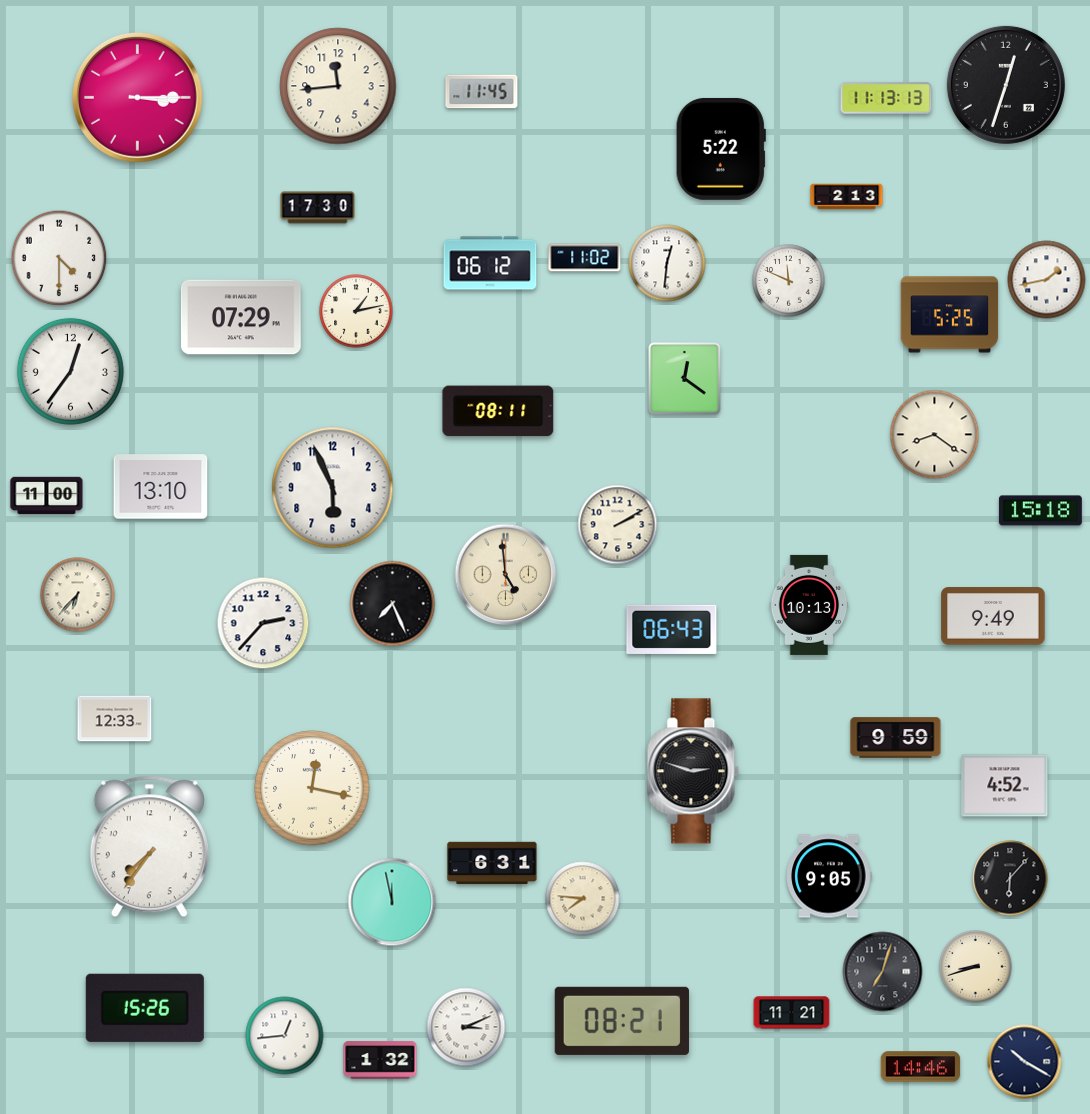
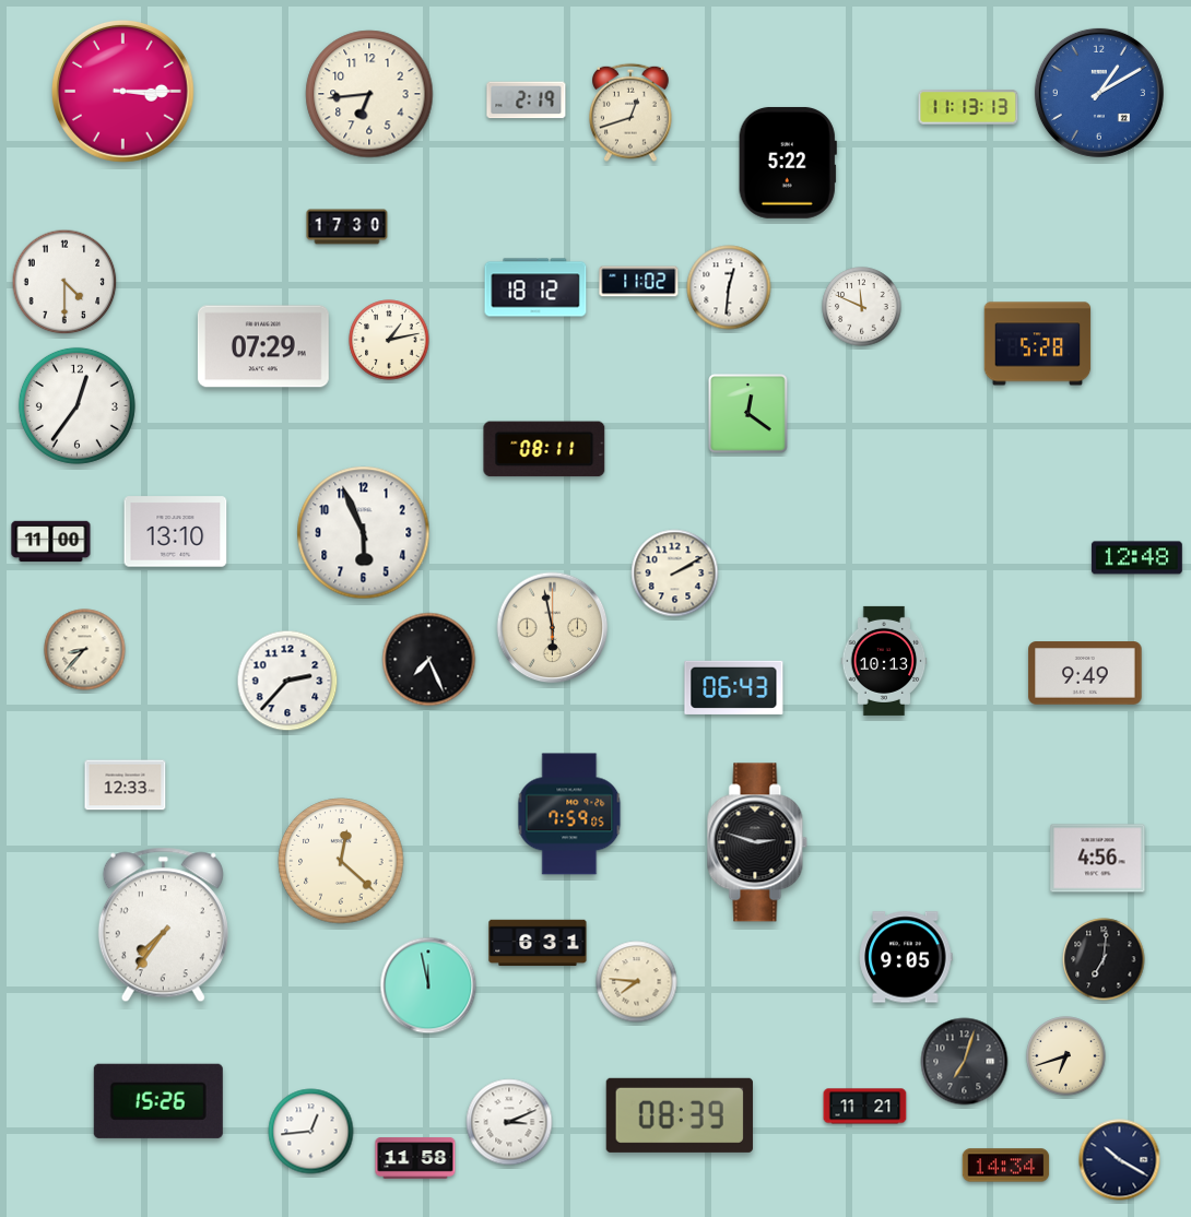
clock at (1006, 85): 12:33 -> 1:10
clock at (1006, 85) dial: black -> blue
clock at (338, 86): 11:44 -> 6:44
clock at (482, 92): 11:45 -> 2:19
clock at (138, 98) position: (138, 98) -> (123, 92)
clock at (630, 113): none -> 12:42
clock at (847, 197): 2:13 -> none
clock at (490, 263): 06:12 -> 18:12
clock at (1047, 280): 1:43 -> none
clock at (950, 315): 5:25 -> 5:28
clock at (935, 435): 8:21 -> none
clock at (1040, 511): 15:18 -> 12:48
clock at (506, 575): 4:59 -> 5:58
clock at (78, 595): 6:37 -> 8:37
clock at (896, 738): 9:59 -> none
clock at (569, 814): none -> 7:59
clock at (1005, 786): 4:52 -> 4:56
clock at (312, 788): 12:17 -> 12:22
clock at (1010, 878): 6:07 -> 7:01
clock at (976, 967): 8:42 -> 6:42
clock at (622, 1021): 08:21 -> 08:39
clock at (380, 1060): 1:32 -> 11:58
clock at (921, 1067): 14:46 -> 14:34
